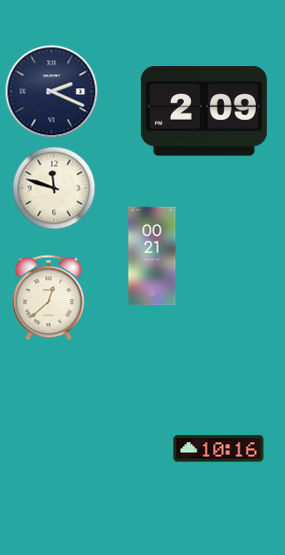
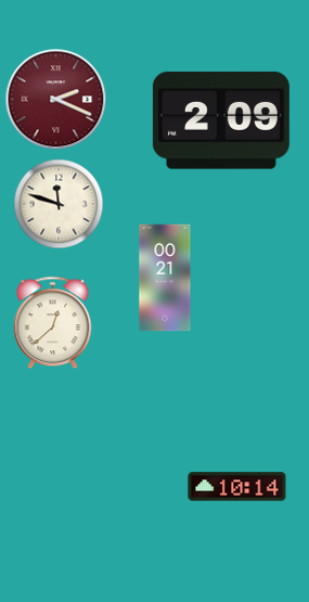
clock at (52, 92) dial: navy -> burgundy
clock at (219, 449): 10:16 -> 10:14
